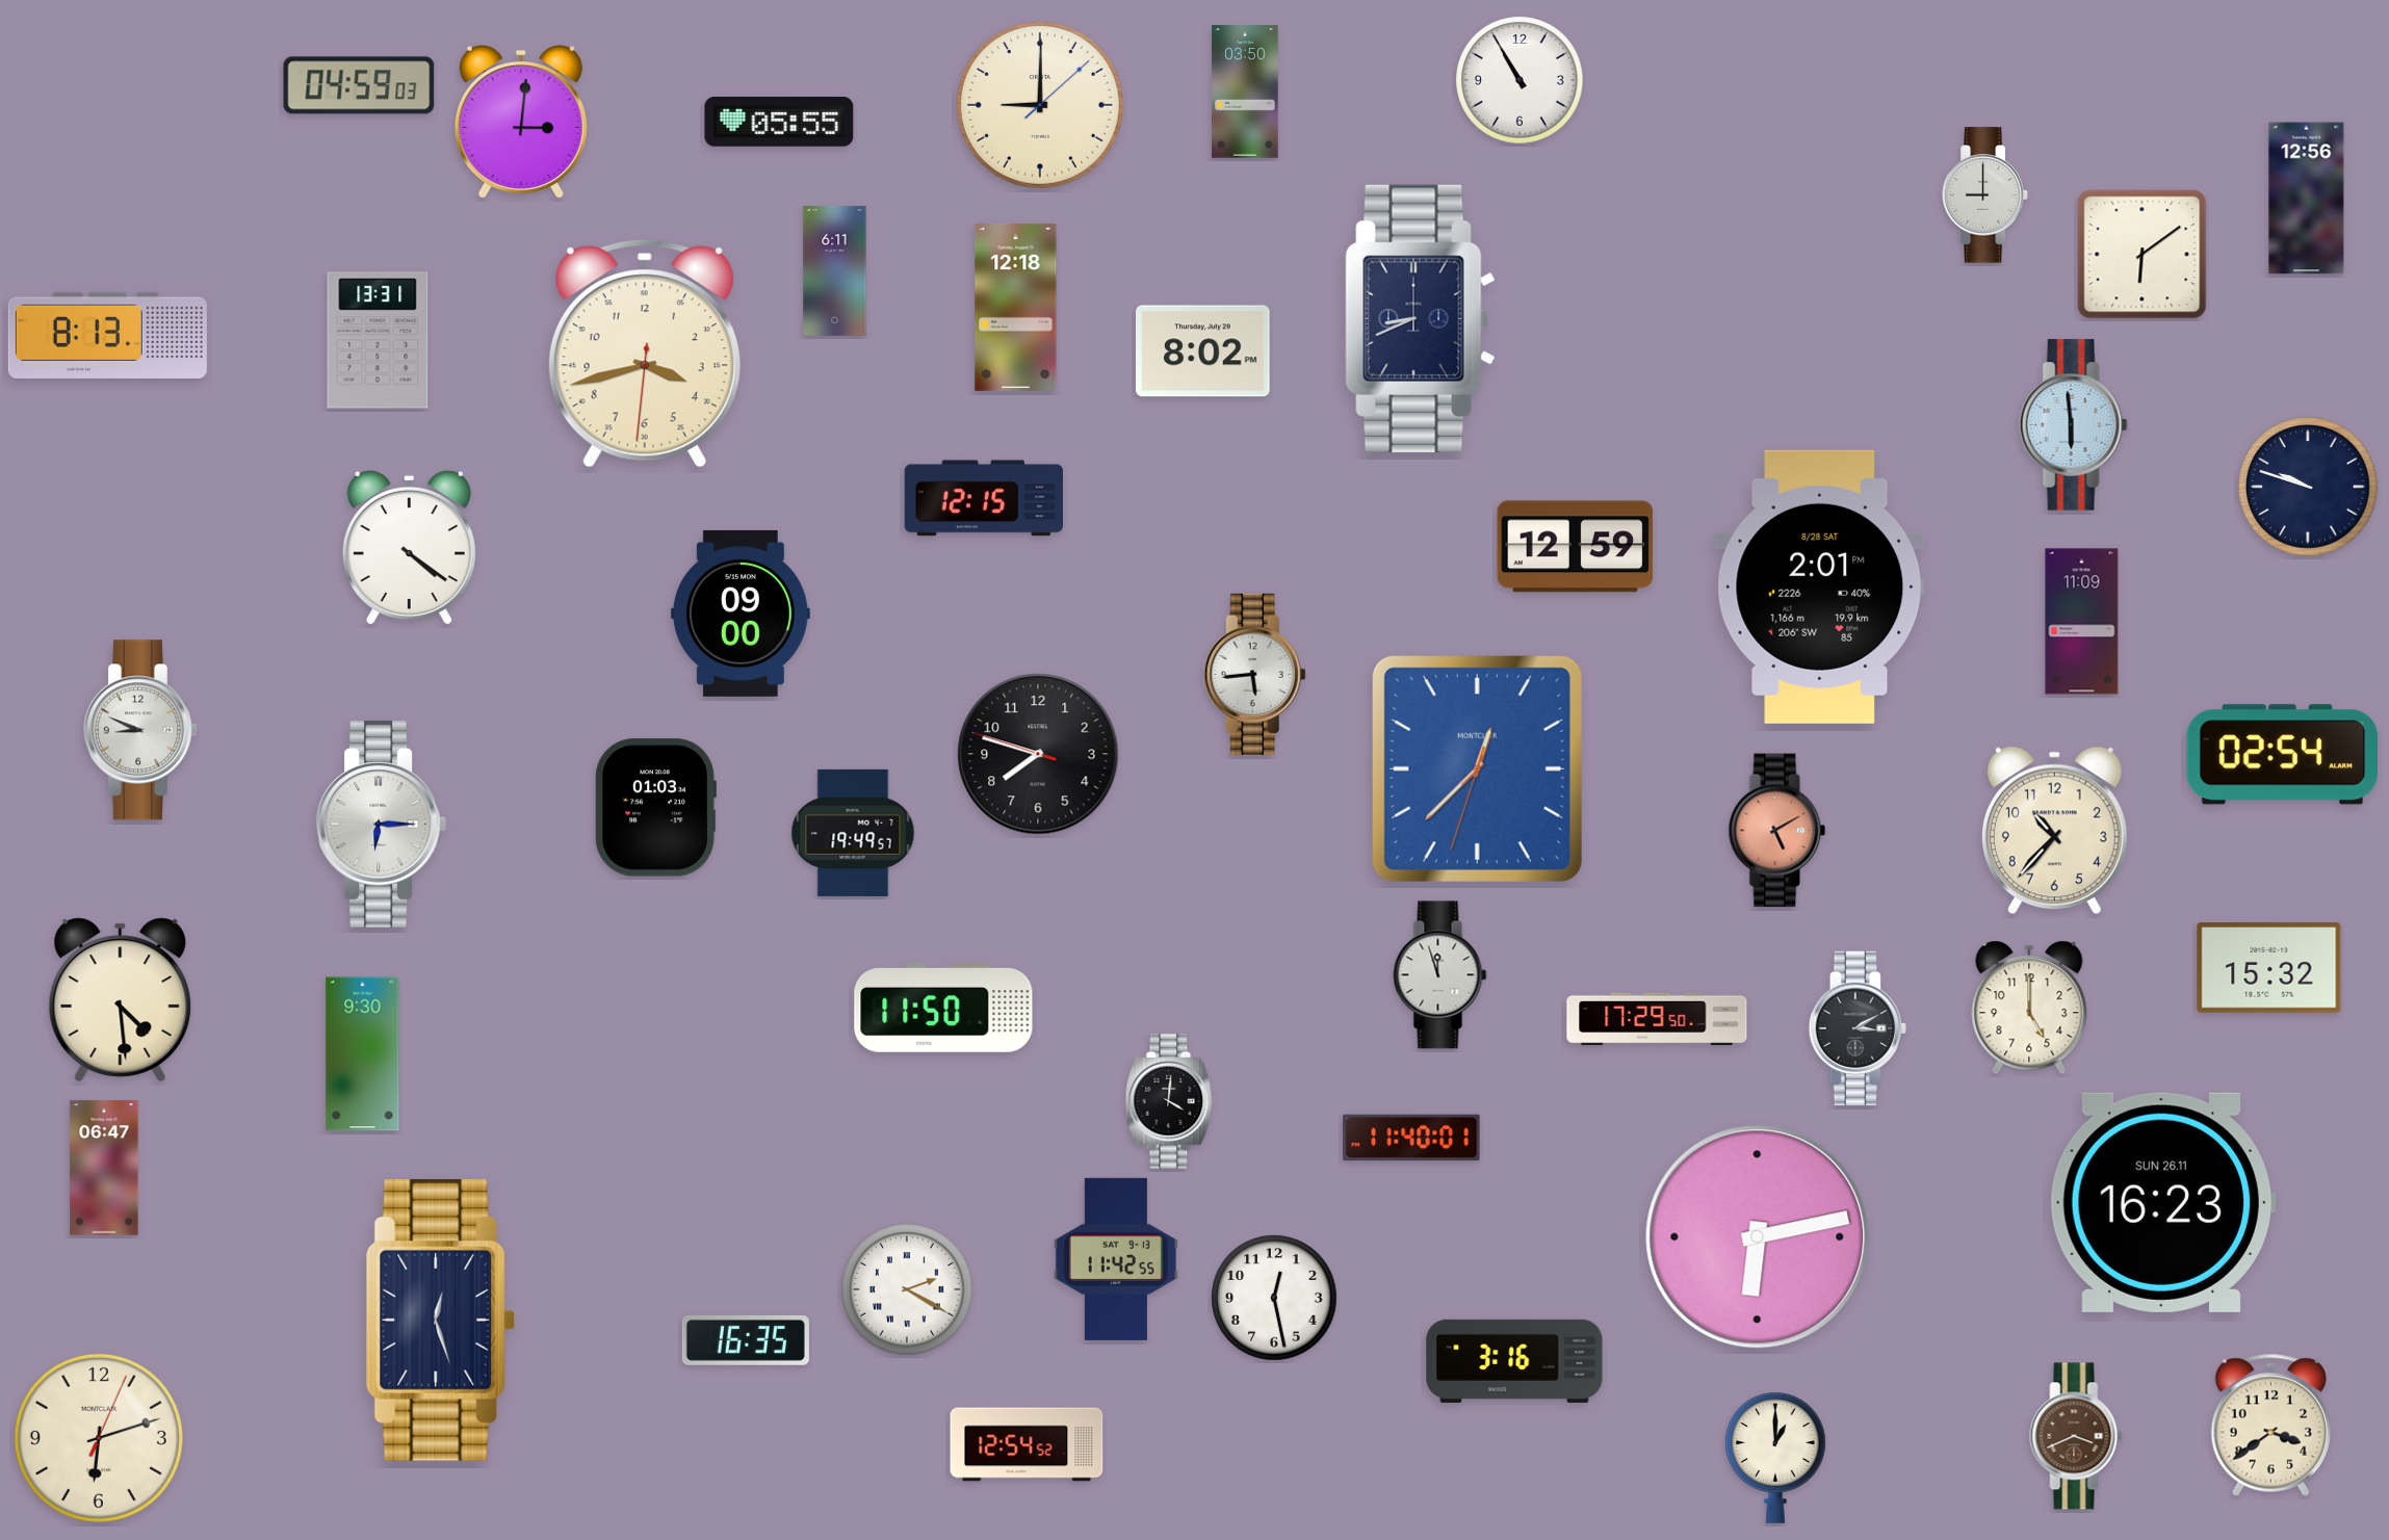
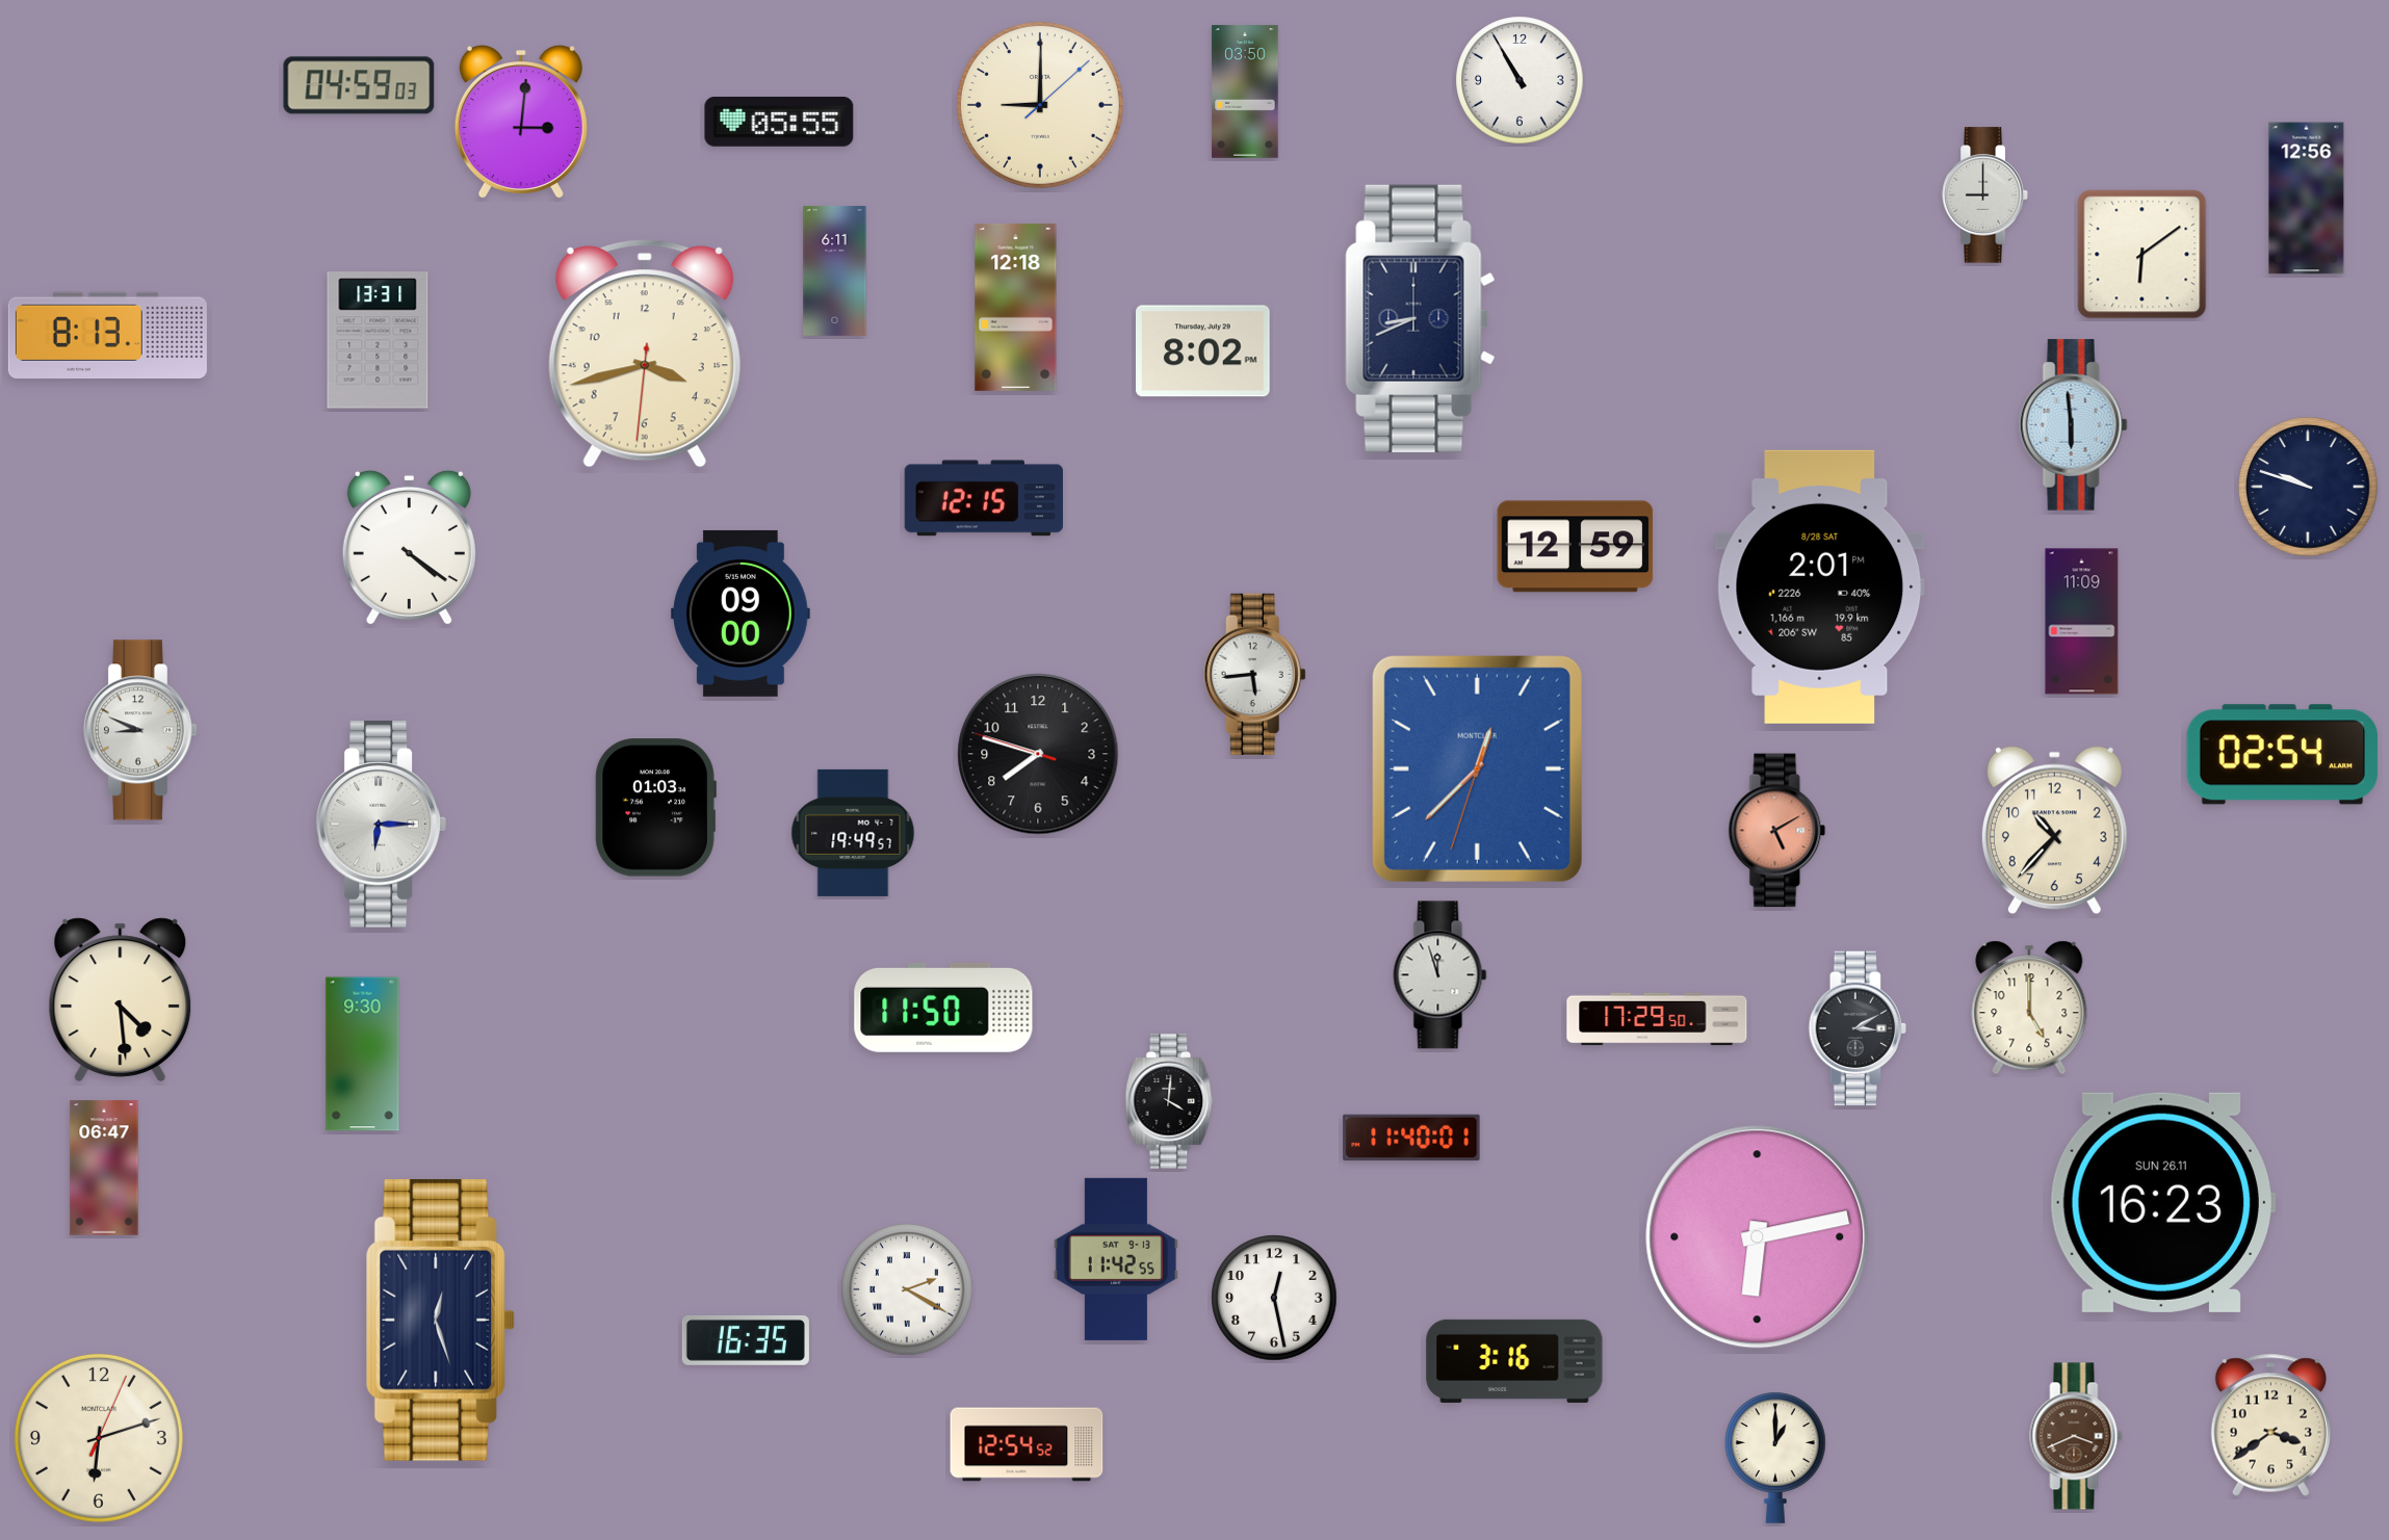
clock at (2269, 968): 15:32 -> none
